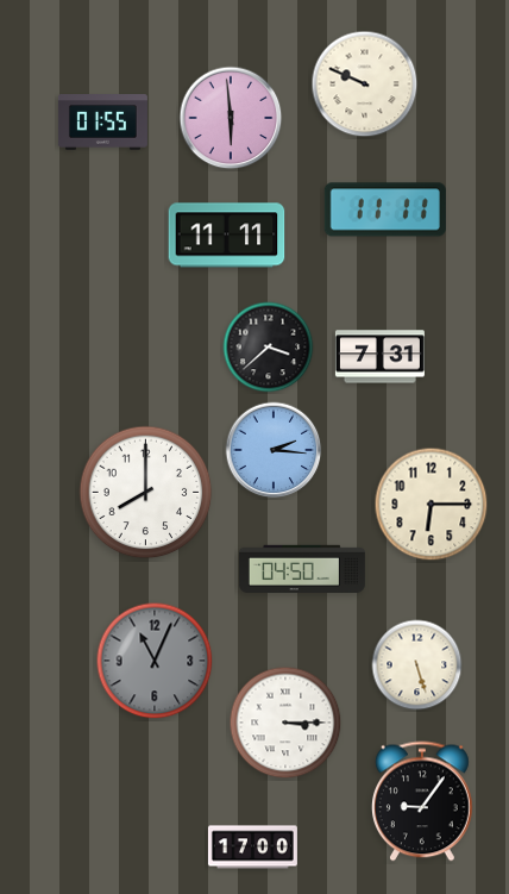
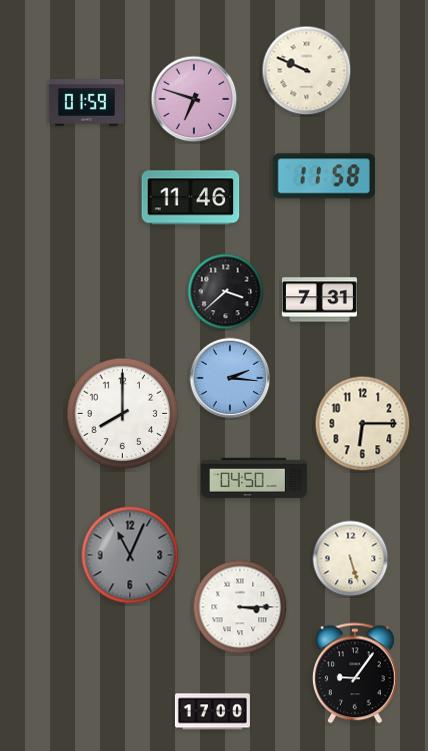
clock at (231, 118): 5:59 -> 6:48
clock at (102, 123): 01:55 -> 01:59
clock at (385, 210): 11:11 -> 11:58
clock at (227, 236): 11:11 -> 11:46
